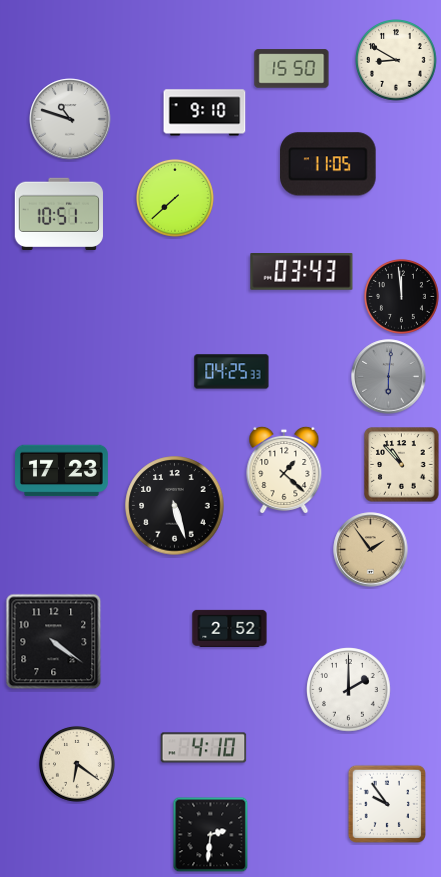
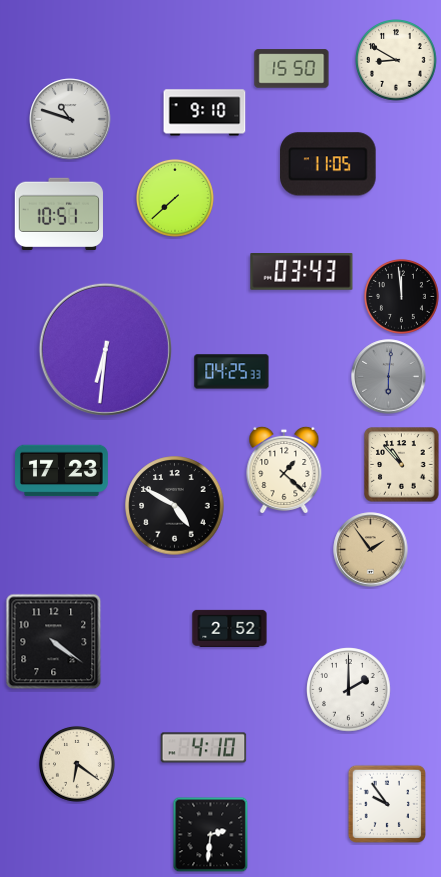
clock at (105, 349): none -> 6:31
clock at (175, 506): 5:27 -> 4:50
